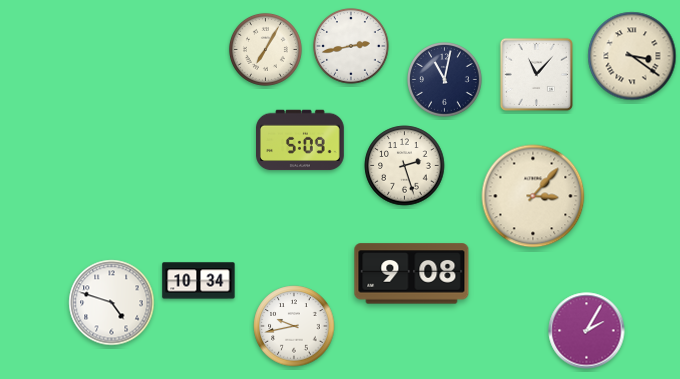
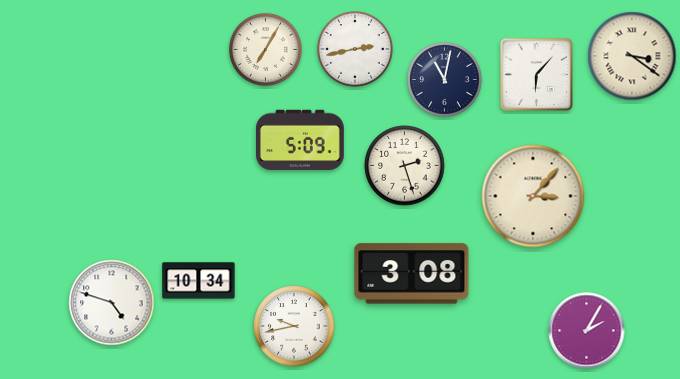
clock at (352, 47) position: (352, 47) -> (356, 50)
clock at (536, 74): 11:07 -> 6:07
clock at (412, 274): 9:08 -> 3:08
